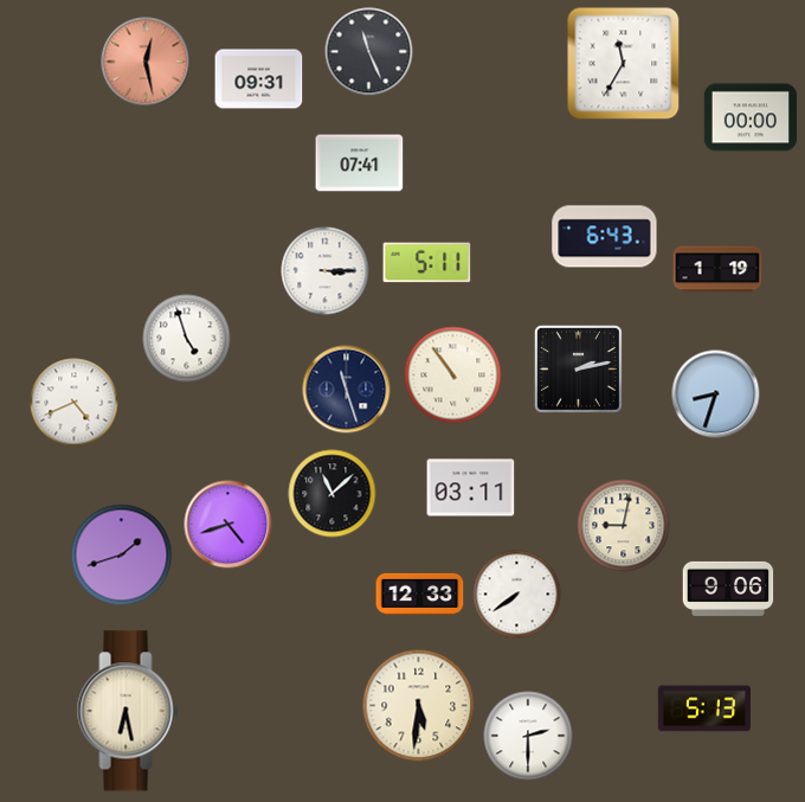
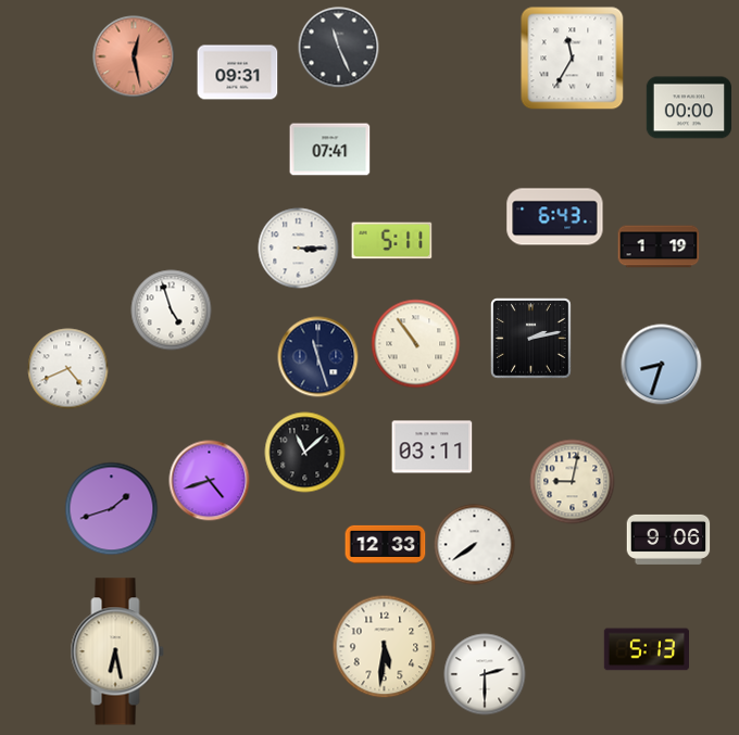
clock at (716, 394) position: (716, 394) -> (662, 365)
